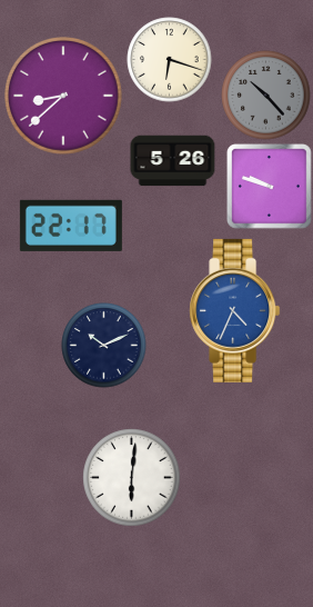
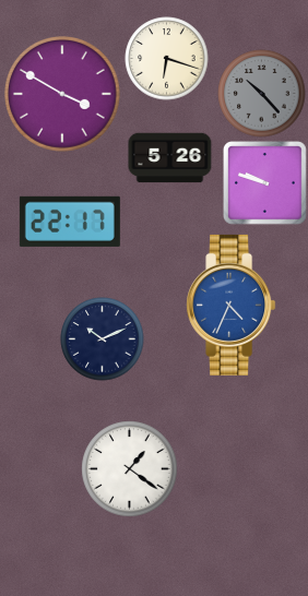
clock at (64, 97): 8:38 -> 3:50
clock at (132, 478): 6:01 -> 1:21
